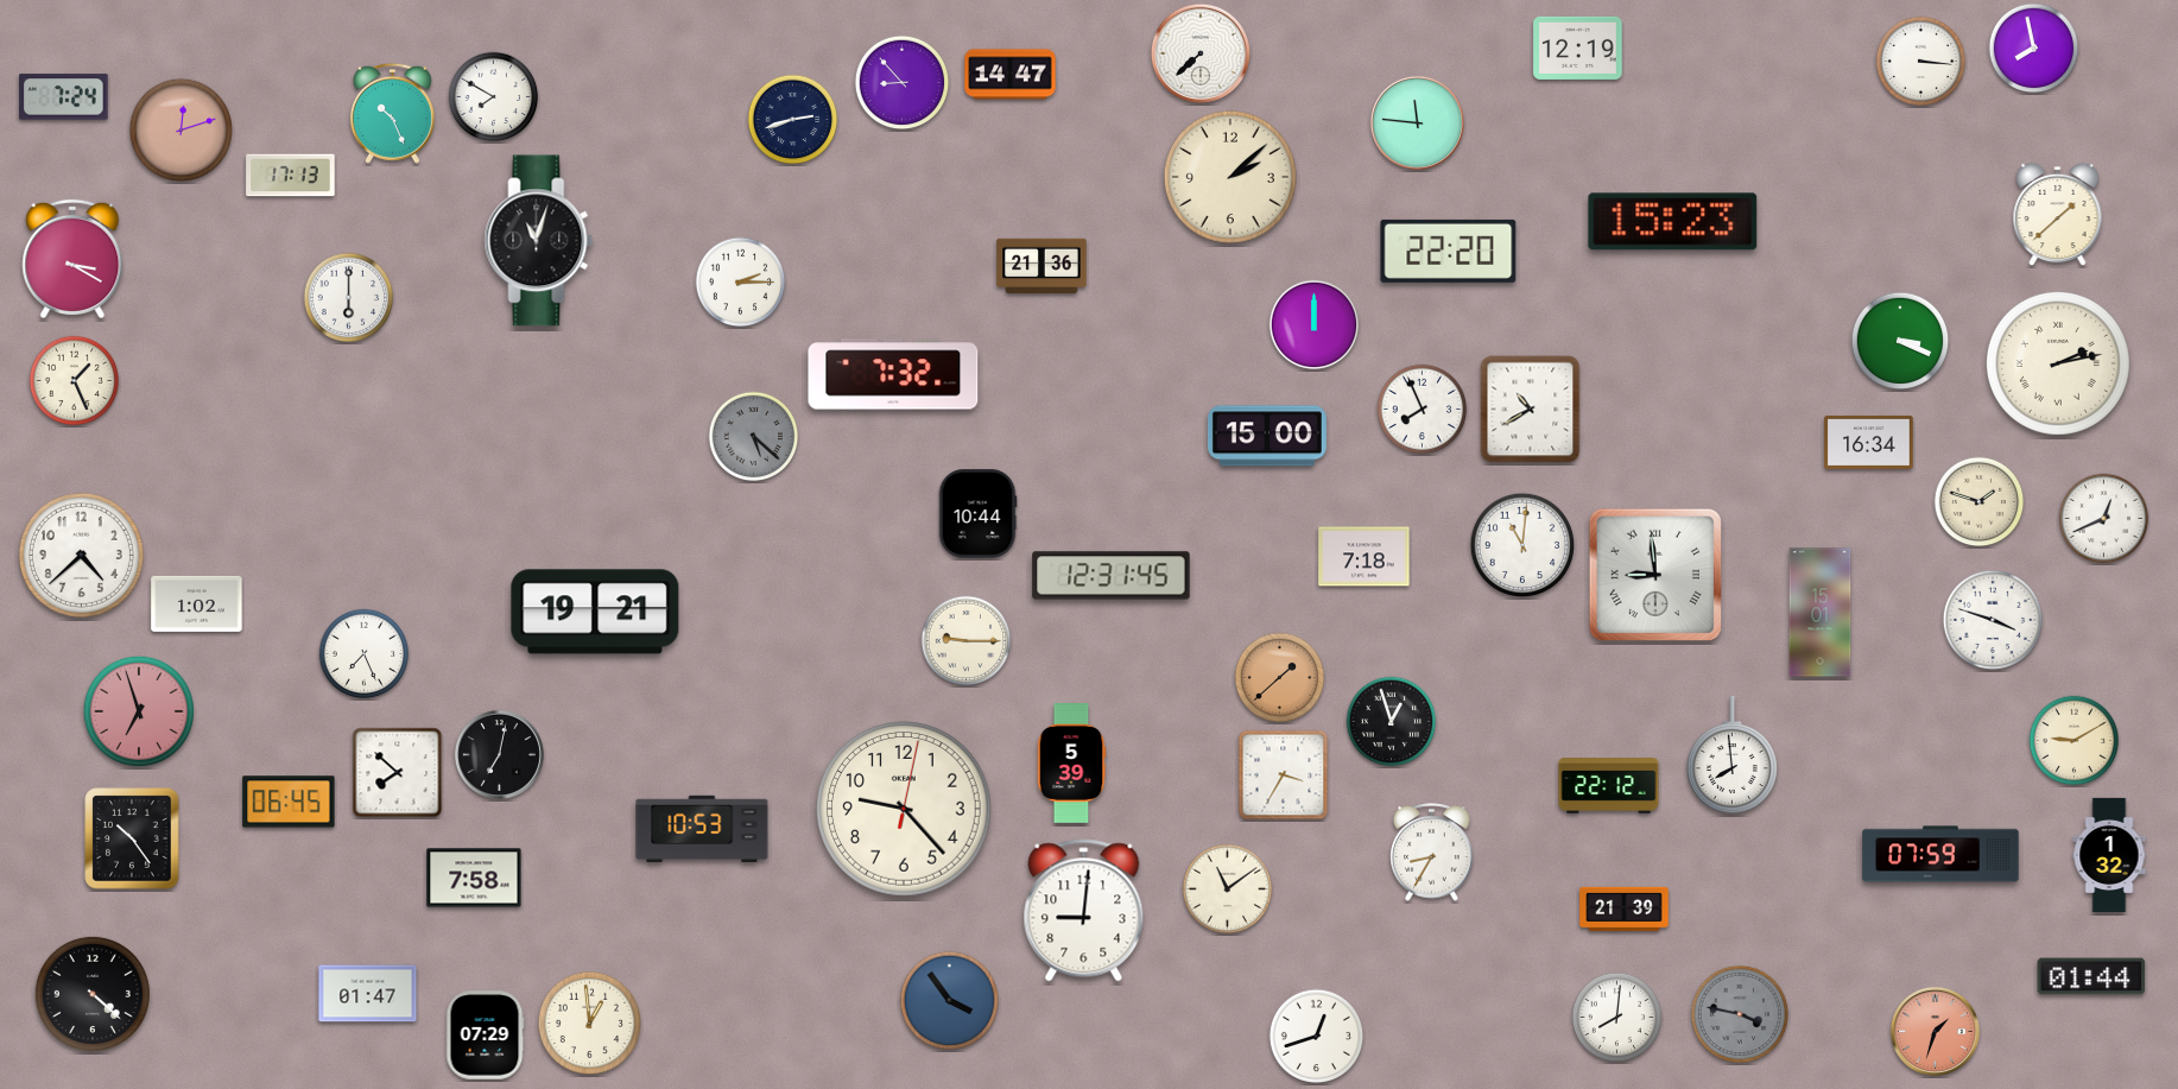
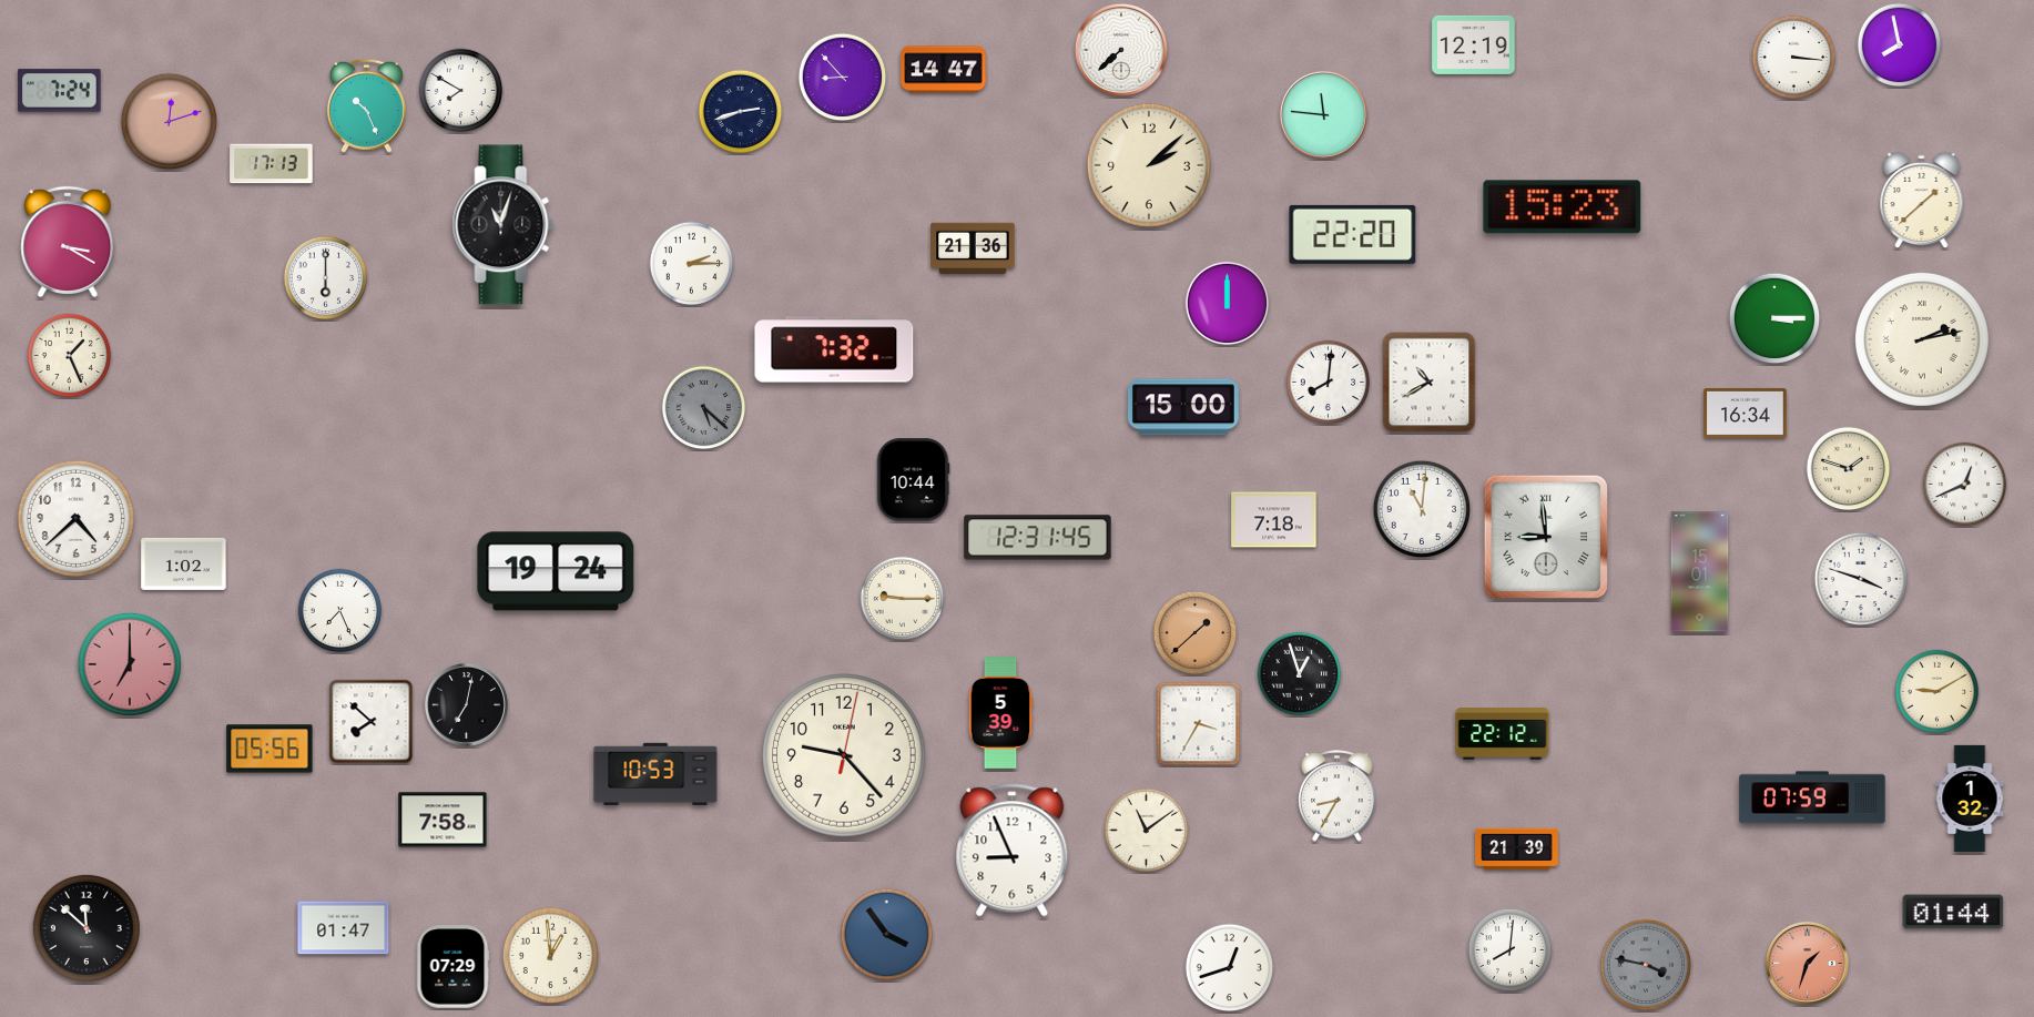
clock at (1900, 341): 3:19 -> 3:15
clock at (1423, 410): 7:56 -> 8:01
clock at (595, 612): 19:21 -> 19:24
clock at (139, 711): 6:57 -> 7:00
clock at (1731, 754): 7:59 -> none
clock at (289, 802): 06:45 -> 05:56
clock at (132, 838): 10:24 -> none
clock at (1084, 911): 9:01 -> 8:56
clock at (93, 994): 4:22 -> 11:52
clock at (1740, 1014) position: (1740, 1014) -> (1646, 965)
